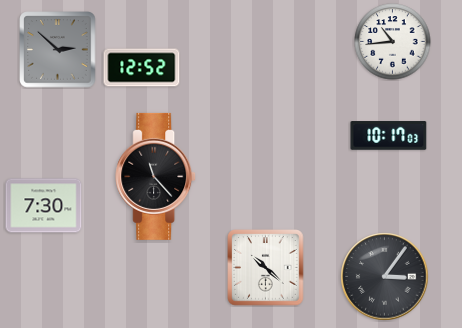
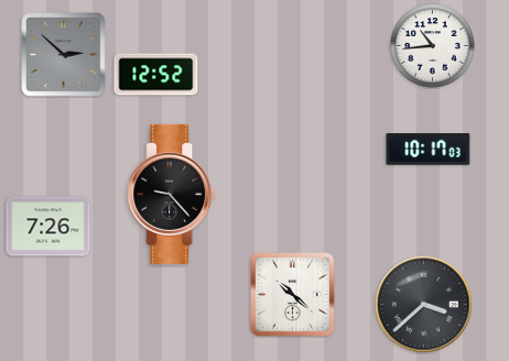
clock at (156, 176): 11:23 -> 9:23
clock at (44, 206): 7:30 -> 7:26
clock at (385, 277): 3:06 -> 3:38
